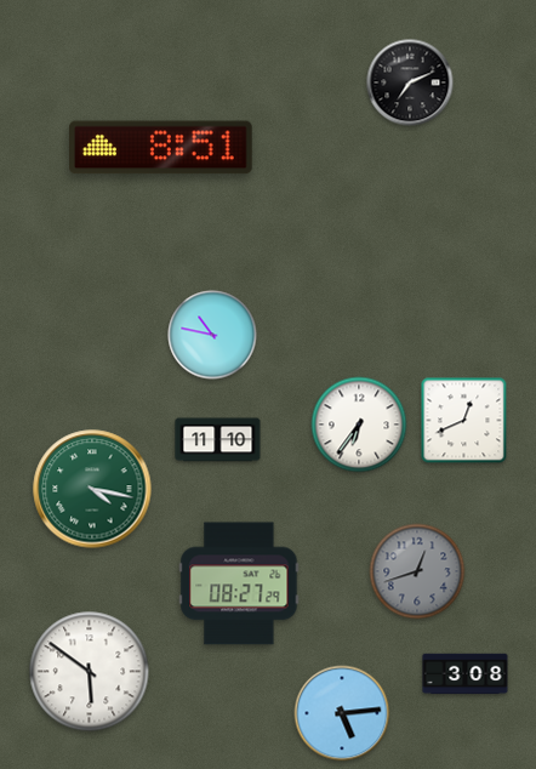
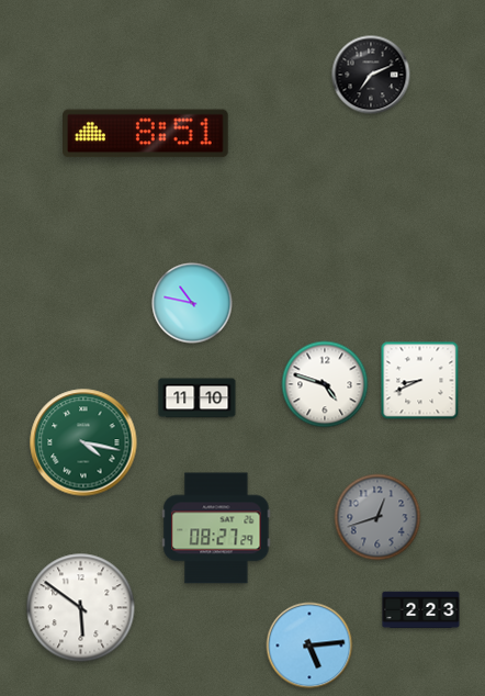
clock at (464, 421): 12:41 -> 8:41
clock at (359, 425): 6:36 -> 4:48
clock at (466, 674): 3:08 -> 2:23
